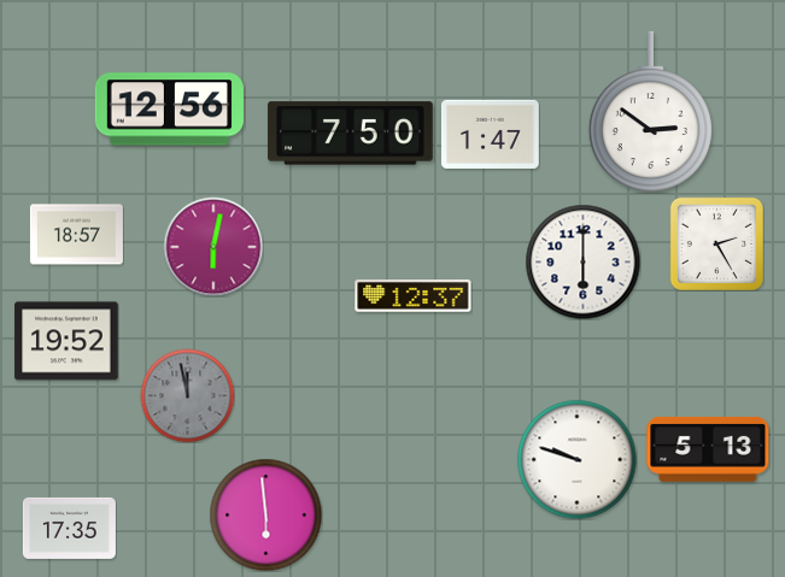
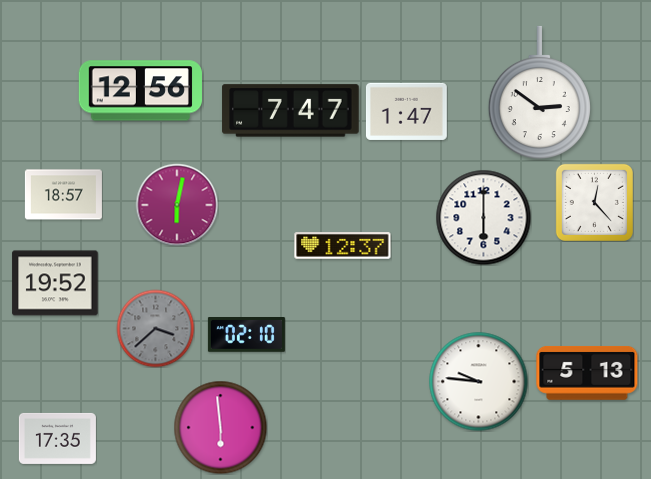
clock at (351, 134): 7:50 -> 7:47
clock at (716, 243): 2:25 -> 12:23
clock at (187, 395): 11:58 -> 3:38
clock at (246, 335): none -> 02:10
clock at (578, 460): 9:48 -> 9:46
